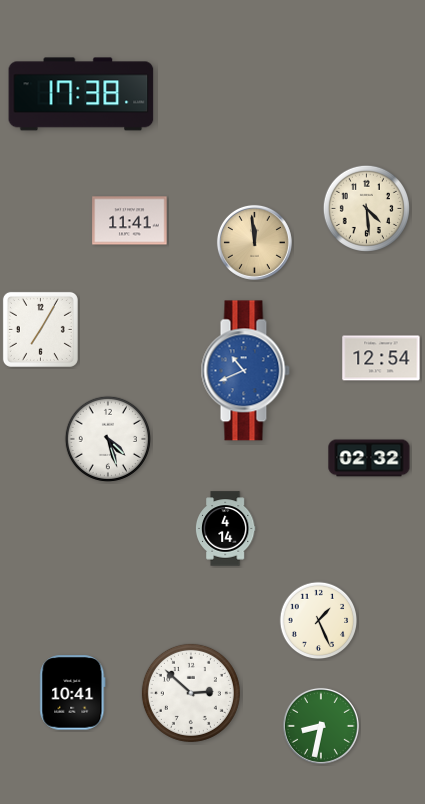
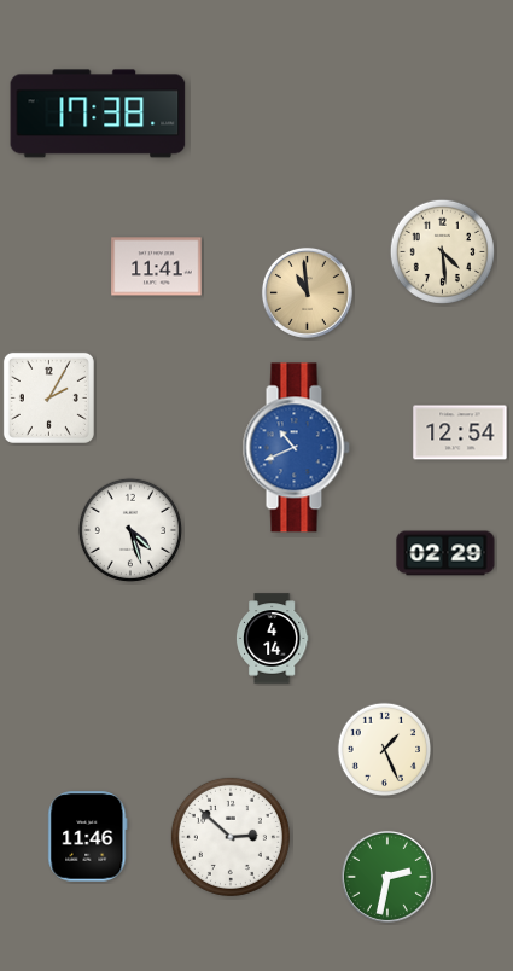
clock at (254, 242): 11:59 -> 10:59
clock at (40, 329): 7:05 -> 2:05
clock at (369, 458): 02:32 -> 02:29
clock at (73, 693): 10:41 -> 11:46
clock at (321, 726): 8:32 -> 2:32
